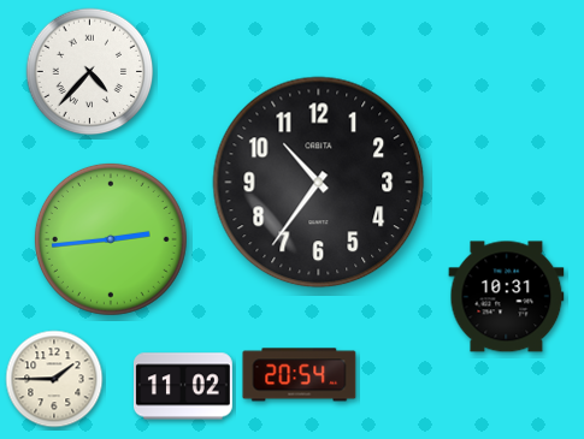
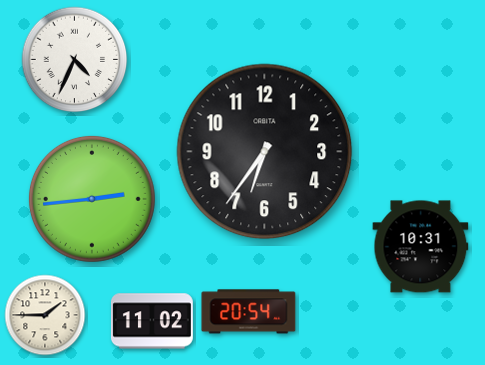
clock at (90, 72): 4:37 -> 4:34
clock at (319, 183): 10:36 -> 6:36
